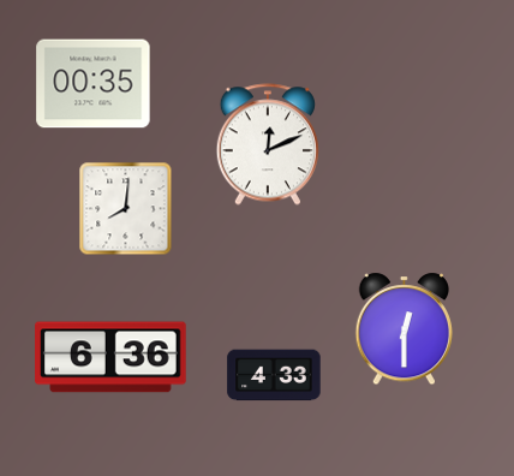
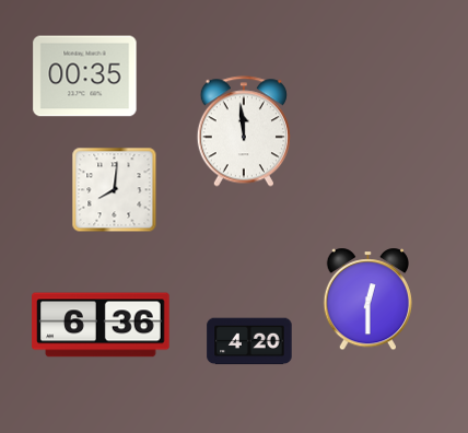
clock at (268, 144): 12:11 -> 11:59
clock at (274, 375): 4:33 -> 4:20
